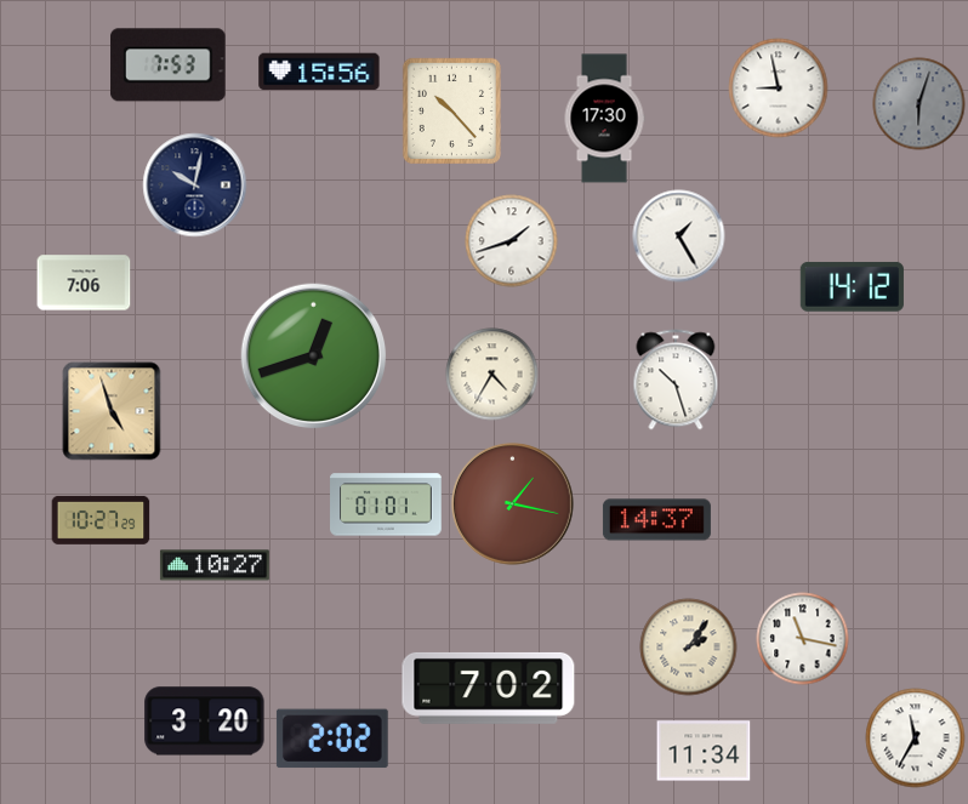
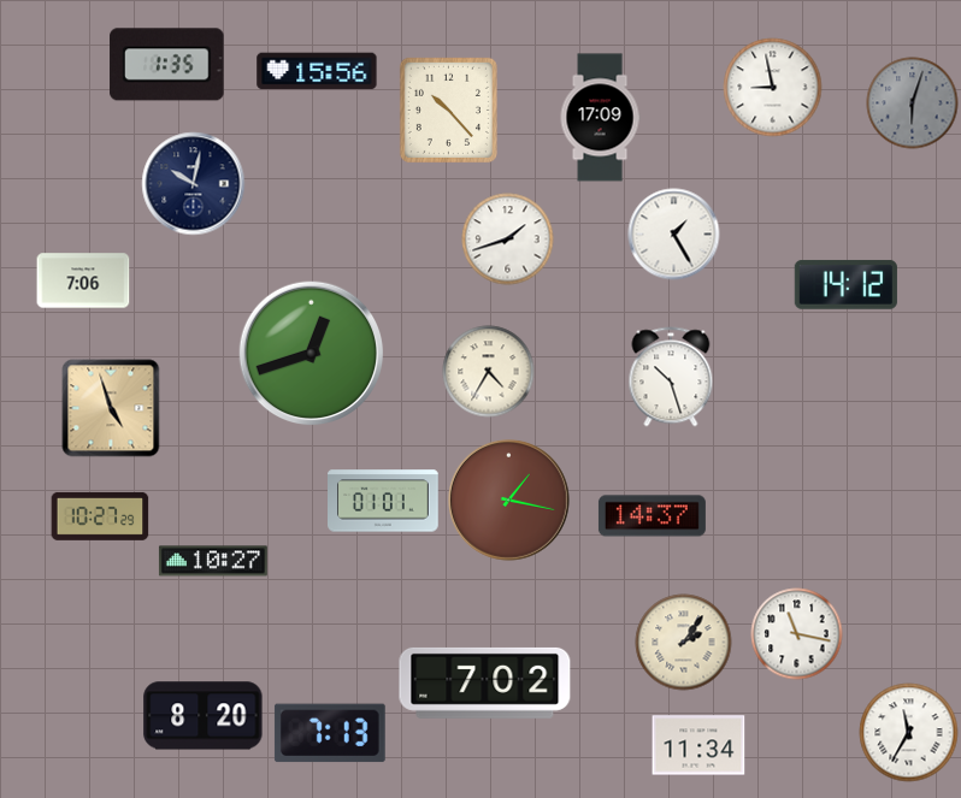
clock at (169, 65): 7:53 -> 1:35
clock at (604, 119): 17:30 -> 17:09
clock at (205, 722): 3:20 -> 8:20
clock at (332, 739): 2:02 -> 7:13
